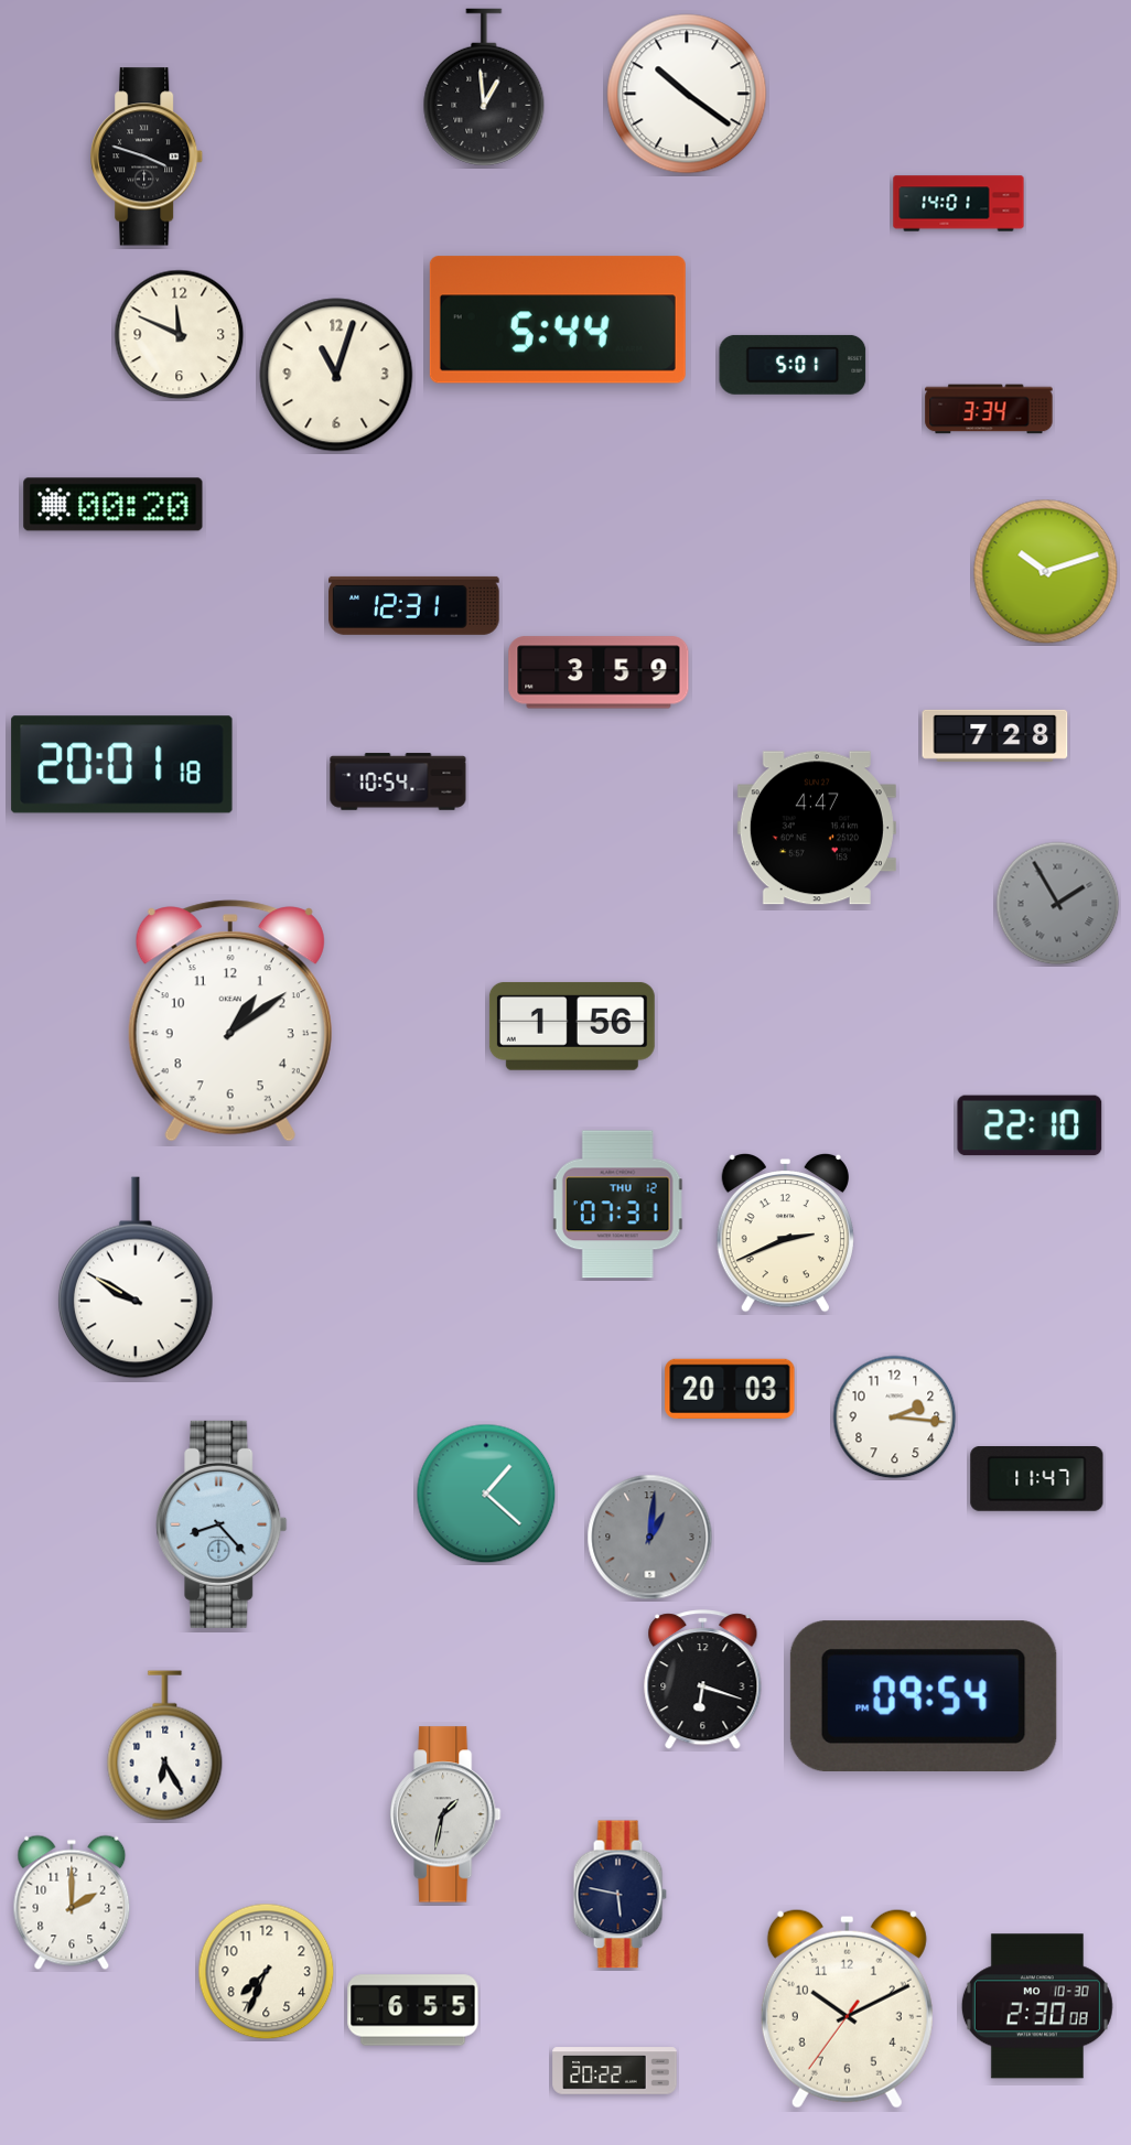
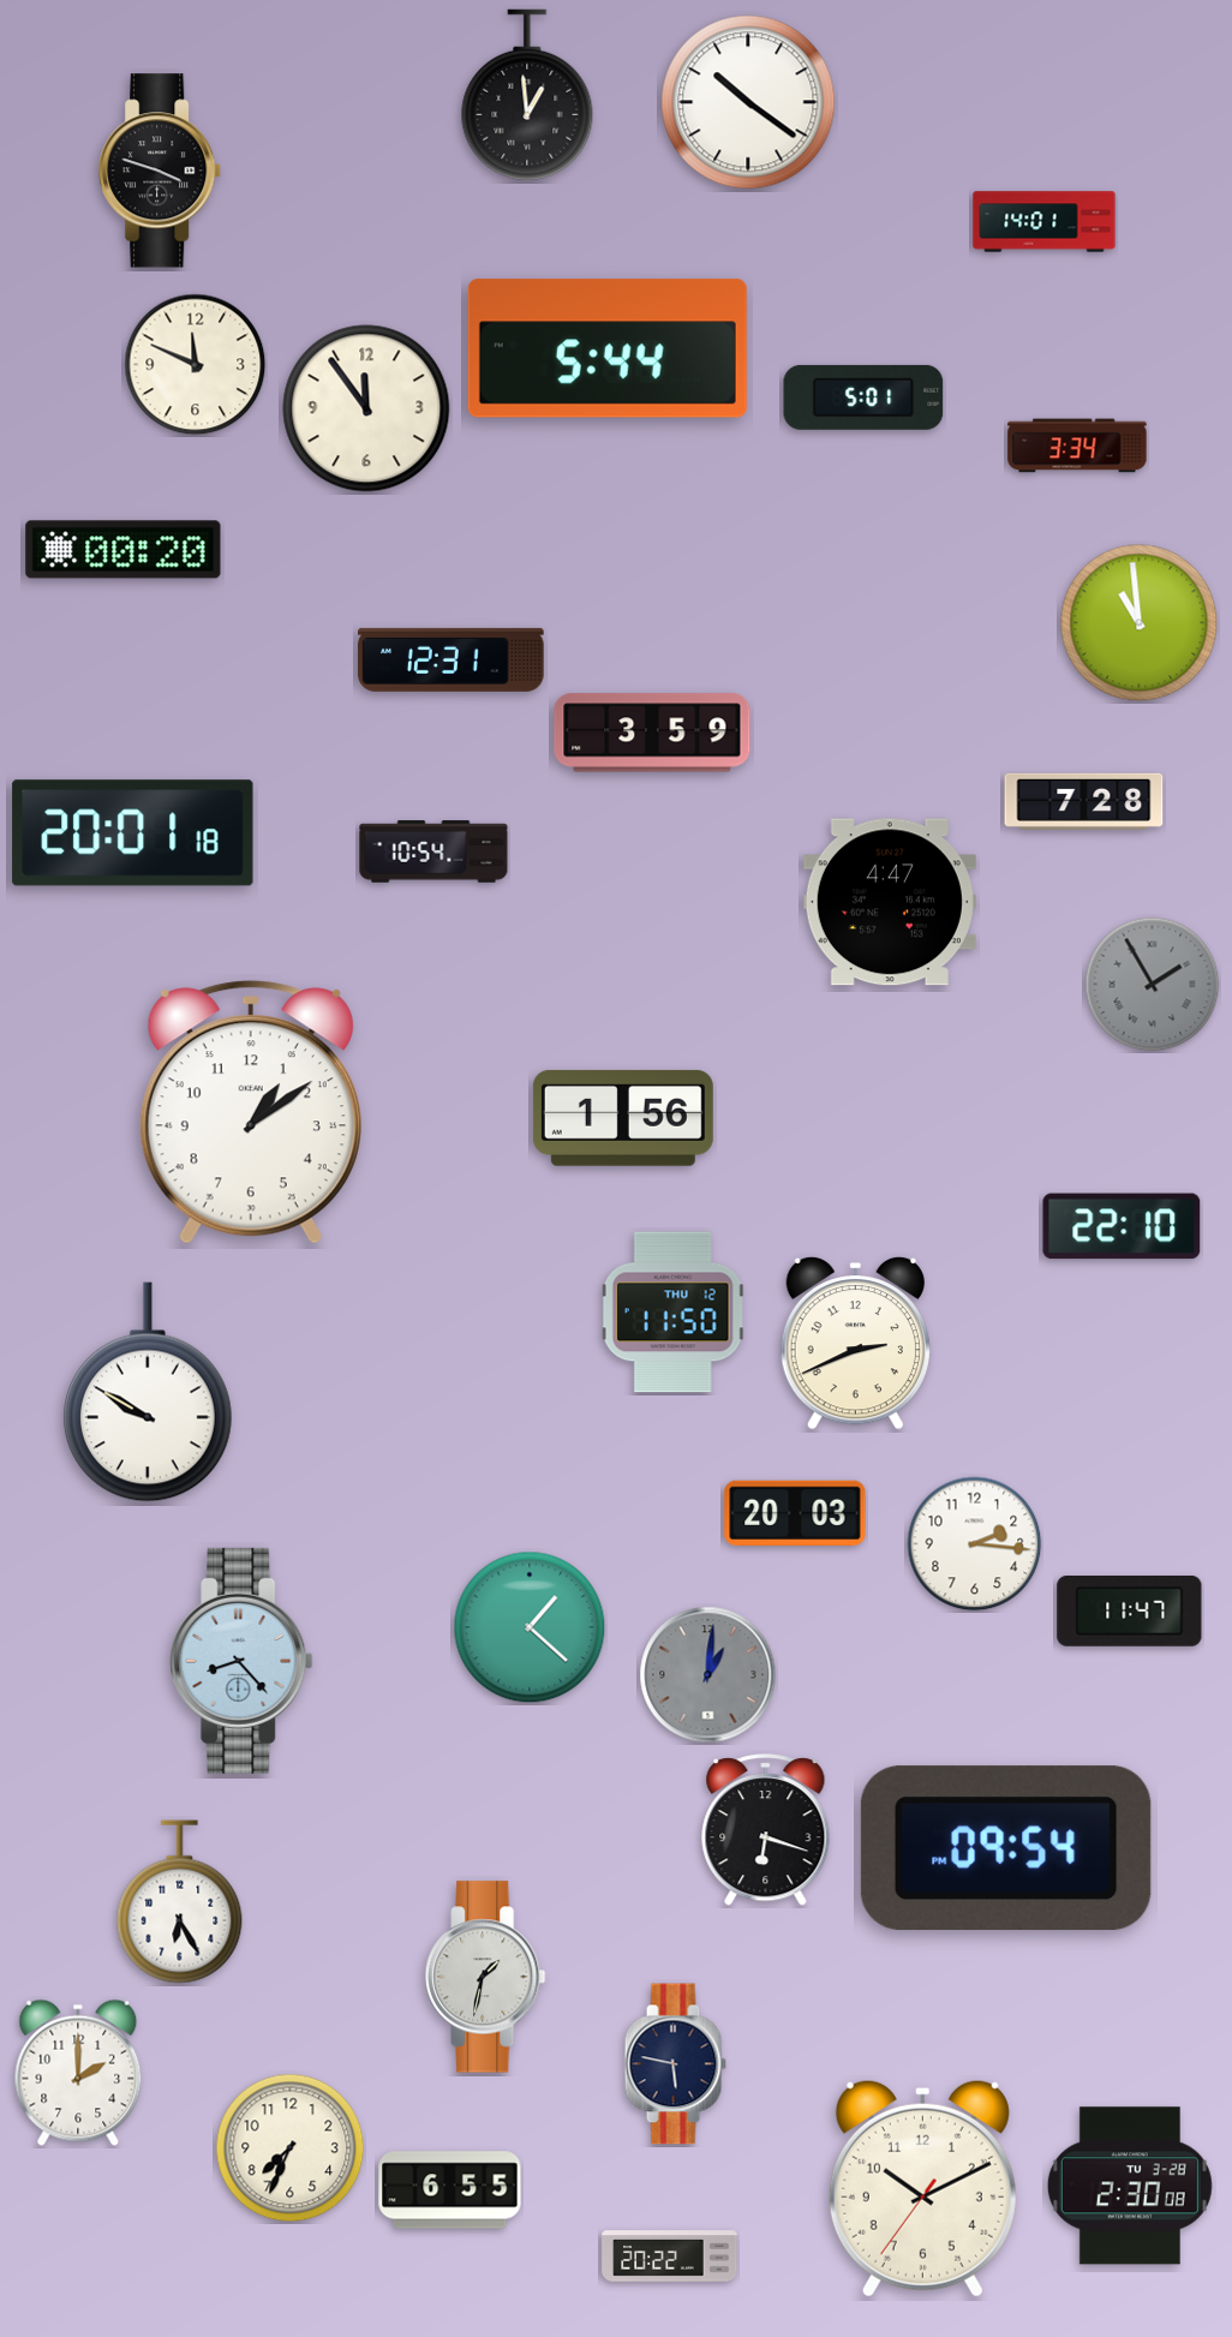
clock at (336, 375): 11:03 -> 11:54
clock at (1046, 572): 10:12 -> 10:59
clock at (618, 1205): 07:31 -> 11:50
clock at (1037, 2006) date: MO 10-30 -> TU 3-28
